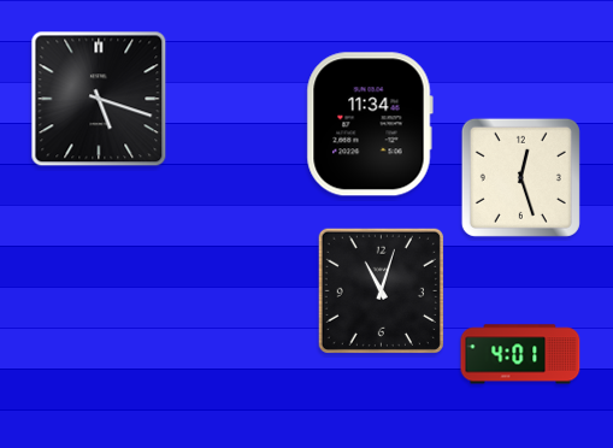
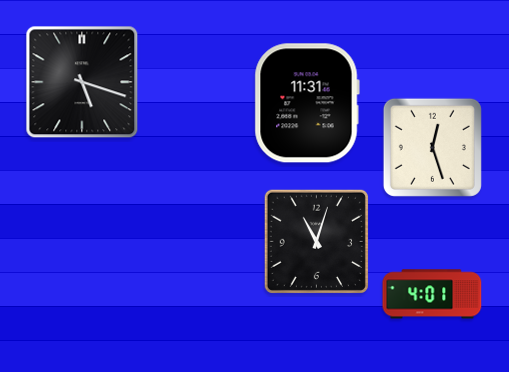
clock at (370, 124): 11:34 -> 11:31
